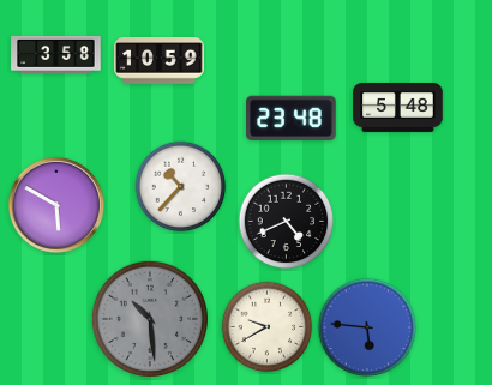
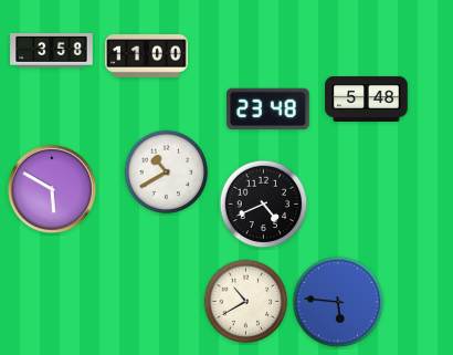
clock at (160, 61): 10:59 -> 11:00
clock at (181, 187): 10:37 -> 10:40
clock at (149, 318): 10:29 -> none
clock at (268, 327): 9:40 -> 10:40
